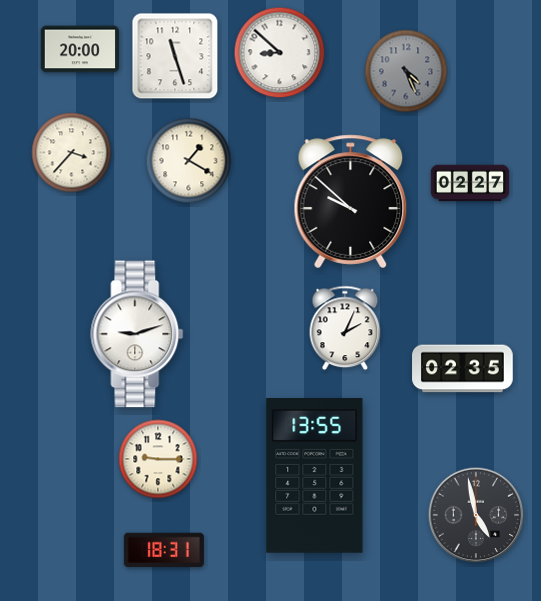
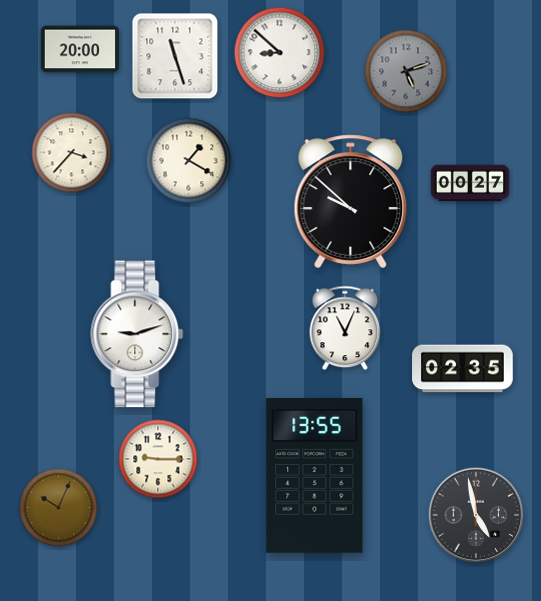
clock at (406, 71): 4:26 -> 5:12
clock at (470, 183): 02:27 -> 00:27
clock at (345, 328): 2:04 -> 11:04
clock at (59, 508): none -> 10:04
clock at (164, 550): 18:31 -> none
